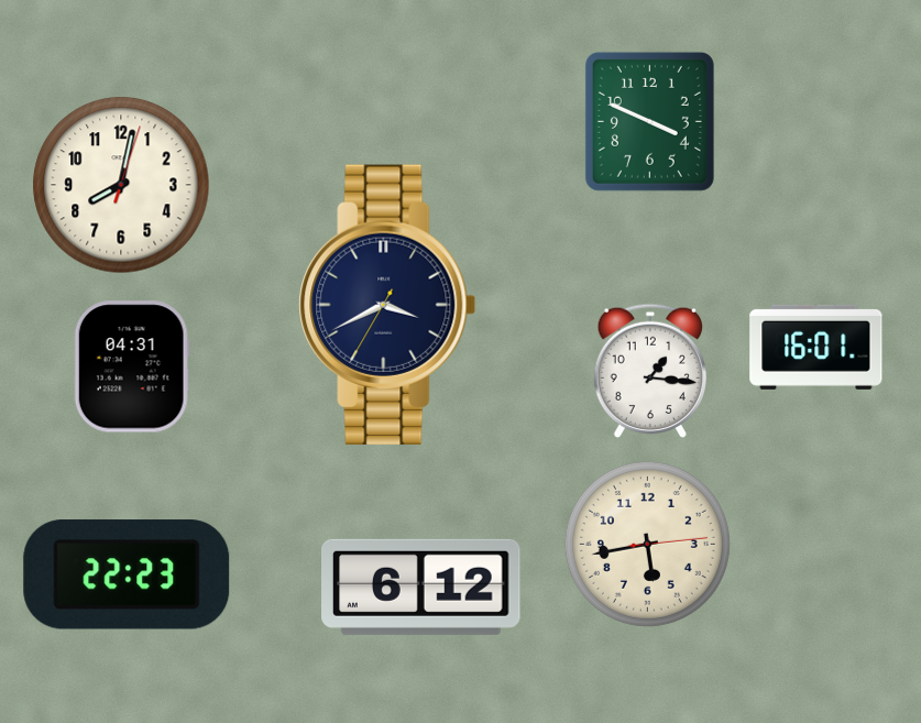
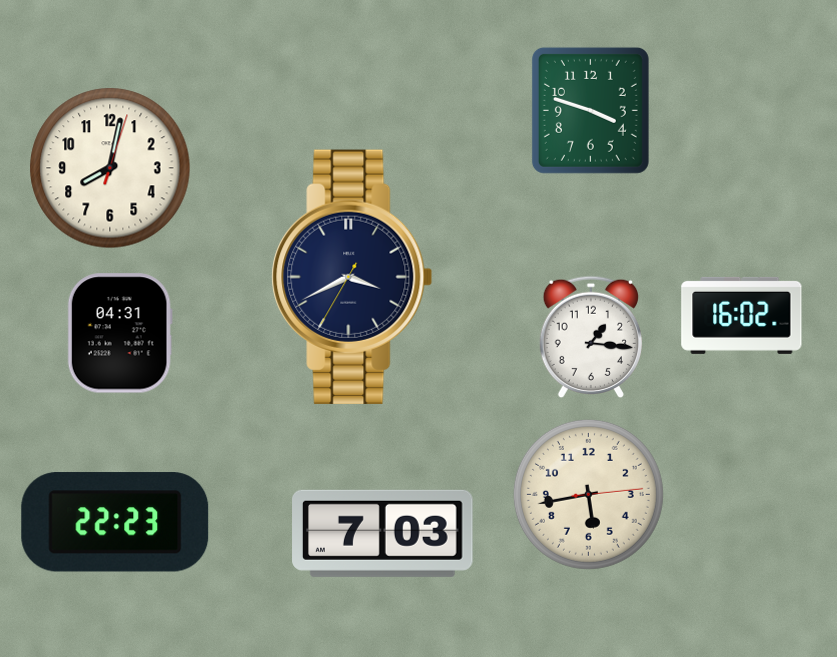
clock at (649, 121): 3:49 -> 3:48
clock at (816, 347): 16:01 -> 16:02
clock at (421, 587): 6:12 -> 7:03
